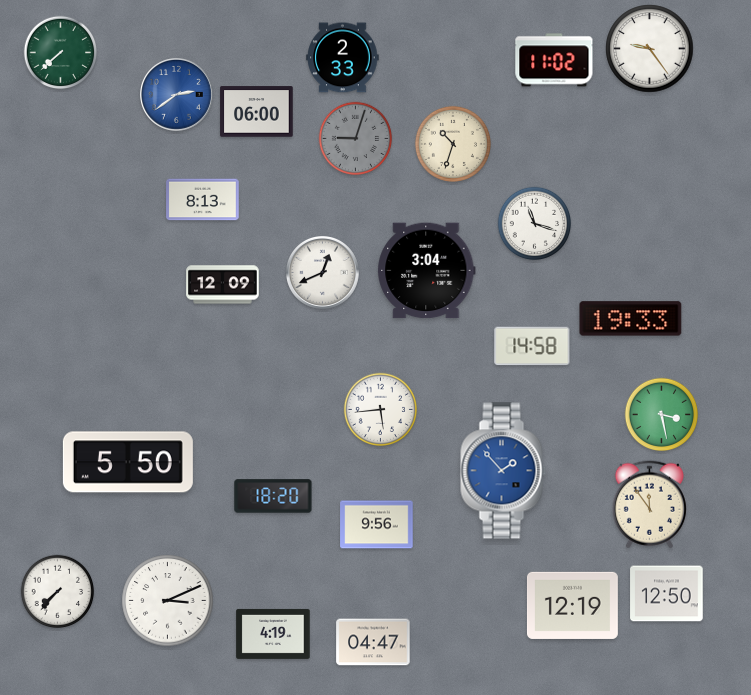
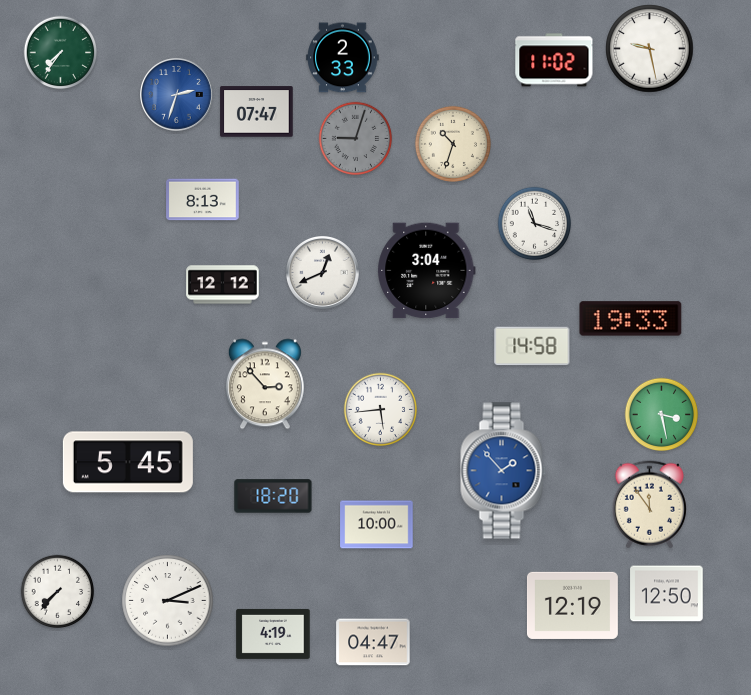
clock at (650, 49): 9:24 -> 9:28
clock at (61, 53): 7:38 -> 7:36
clock at (177, 95): 2:39 -> 2:33
clock at (257, 112): 06:00 -> 07:47
clock at (223, 285): 12:09 -> 12:12
clock at (265, 384): none -> 2:53
clock at (128, 462): 5:50 -> 5:45
clock at (377, 525): 9:56 -> 10:00
